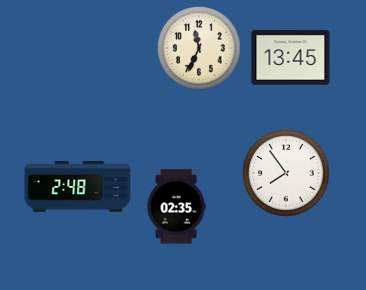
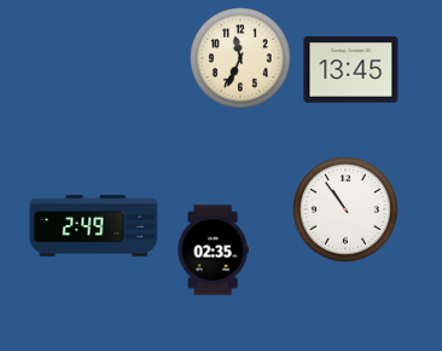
clock at (286, 173): 7:54 -> 10:54
clock at (78, 187): 2:48 -> 2:49
